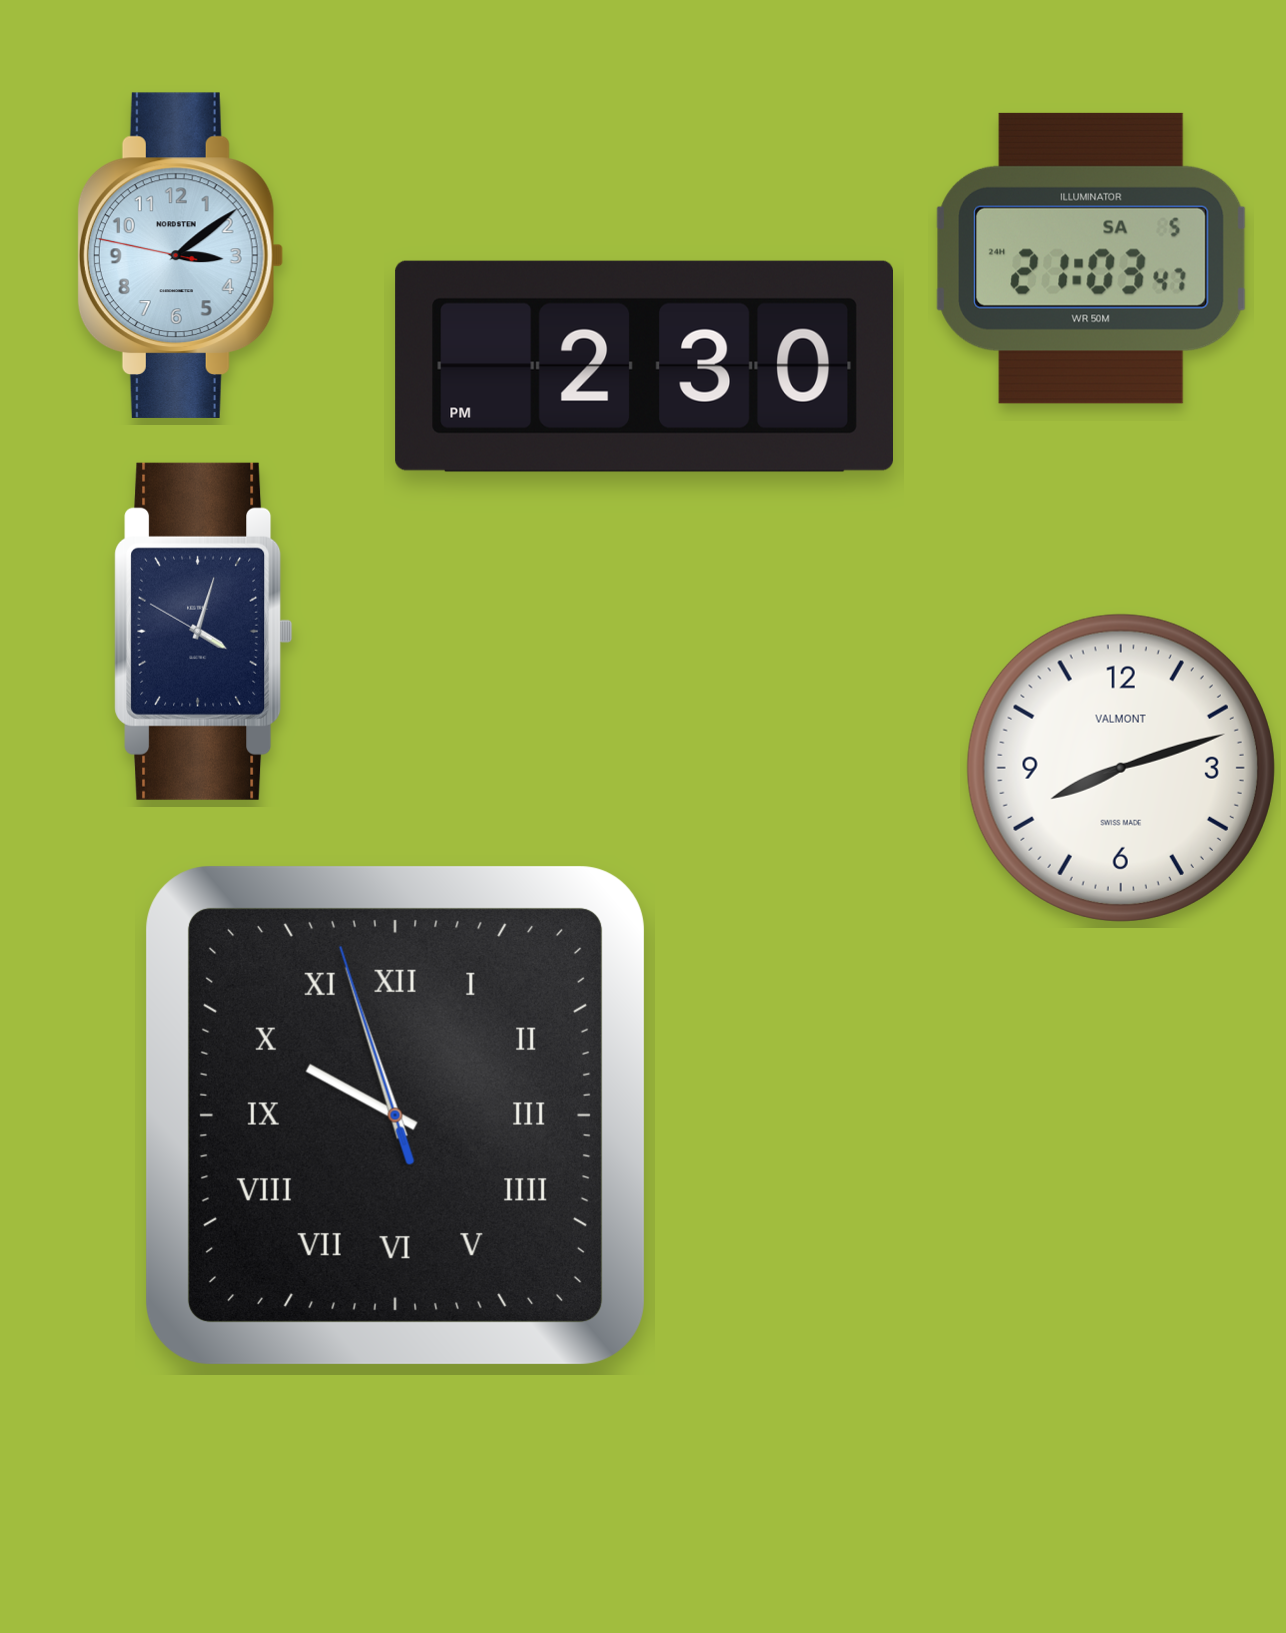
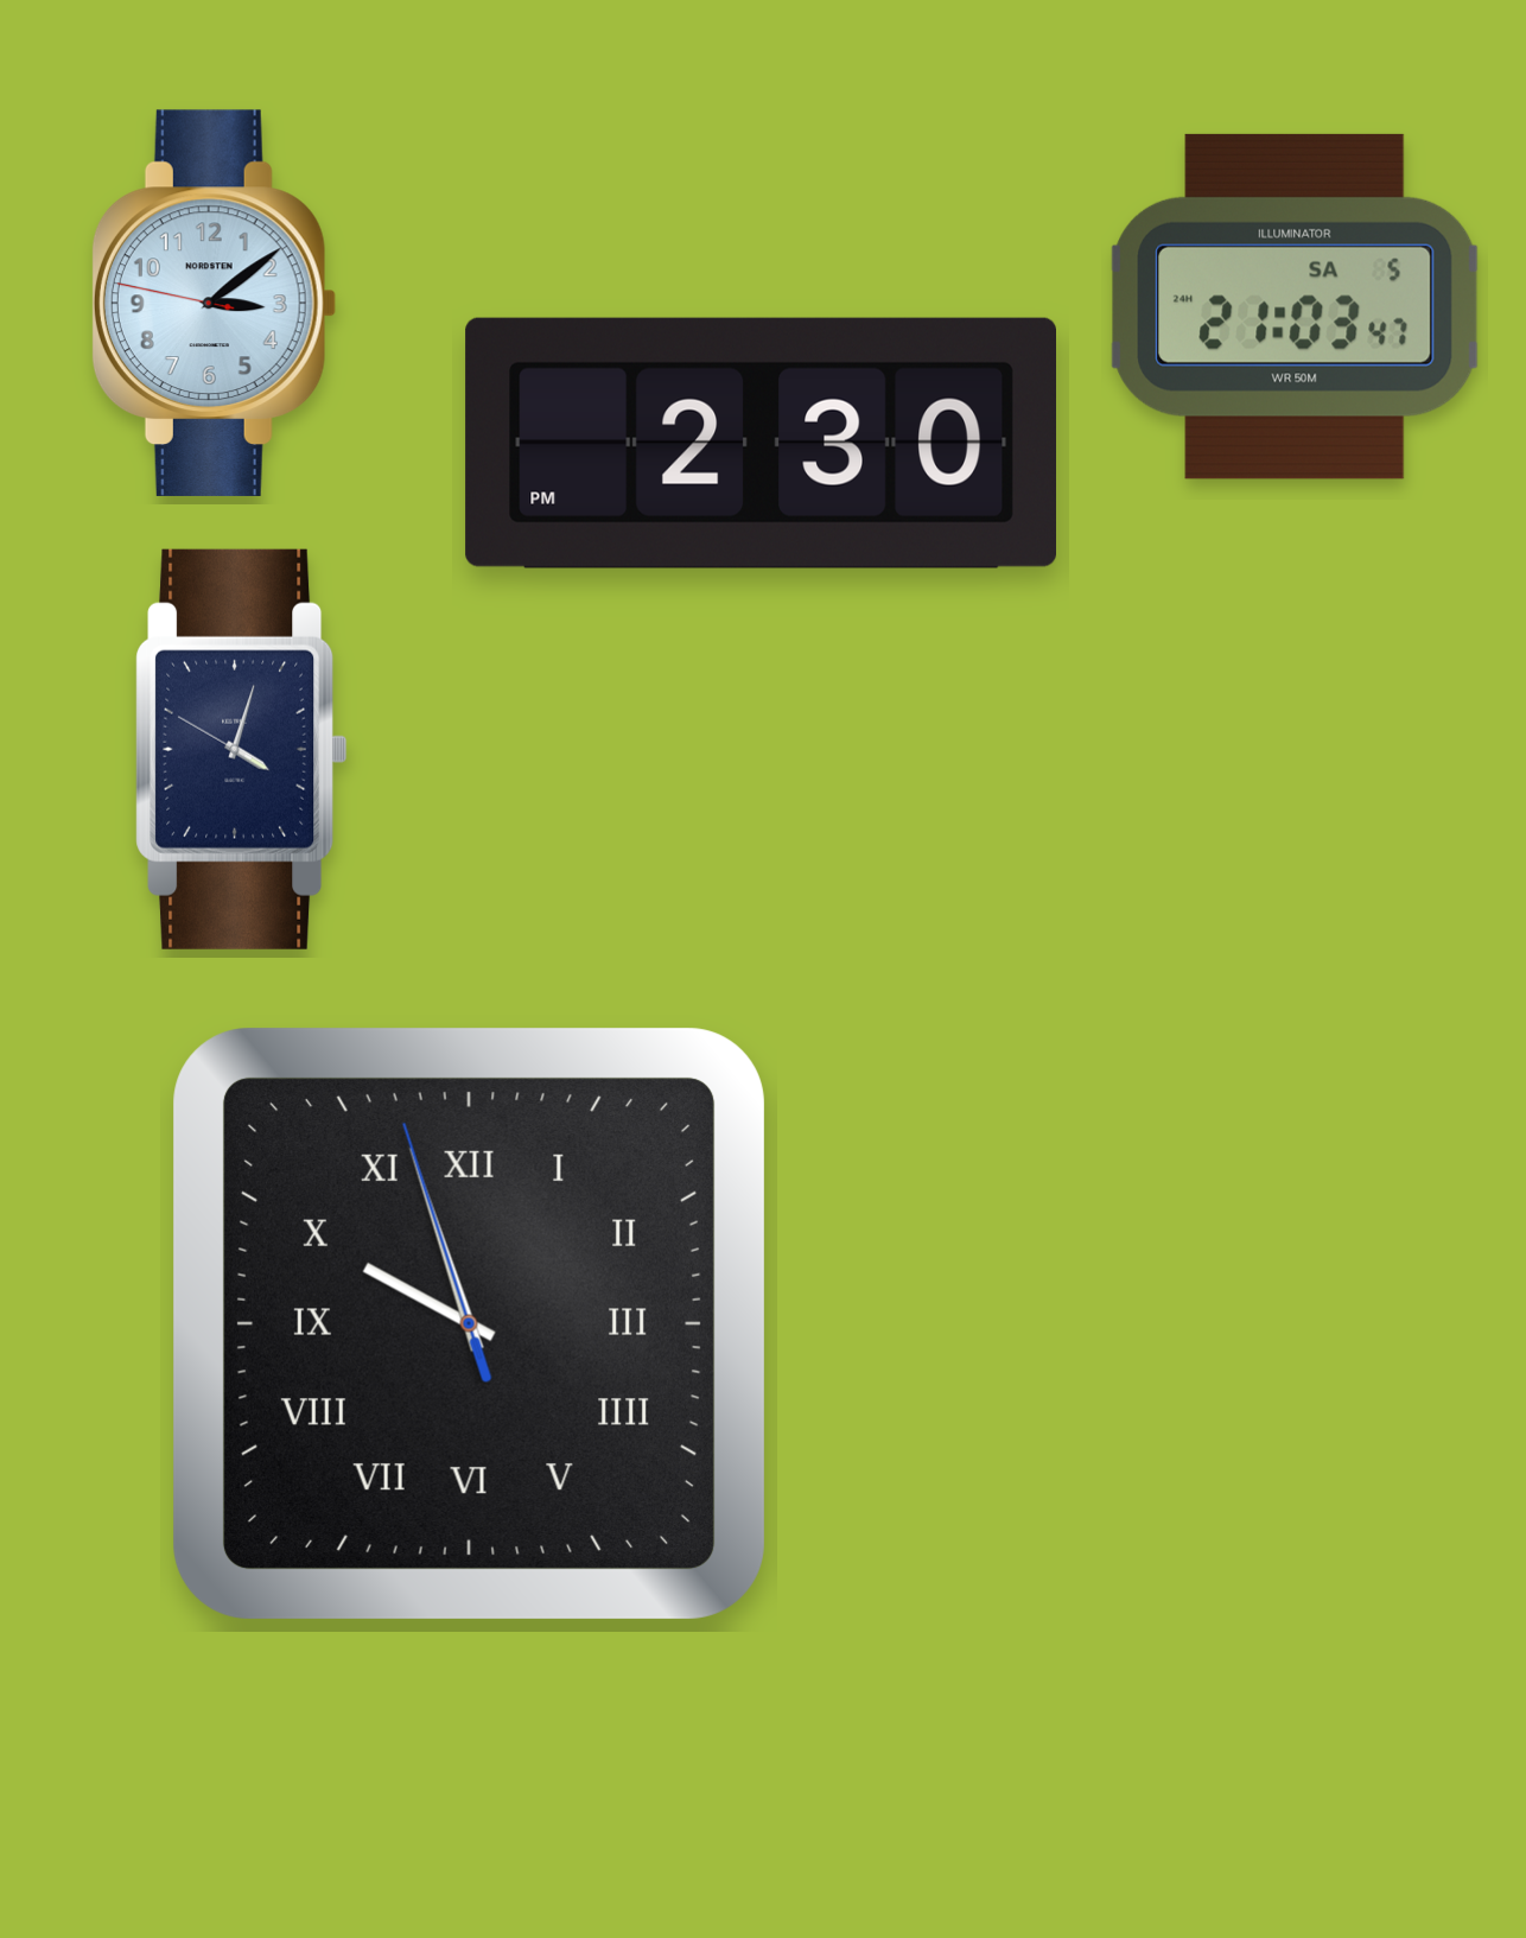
clock at (644, 366) position: (644, 366) -> (761, 443)
clock at (1121, 768): 8:12 -> none
